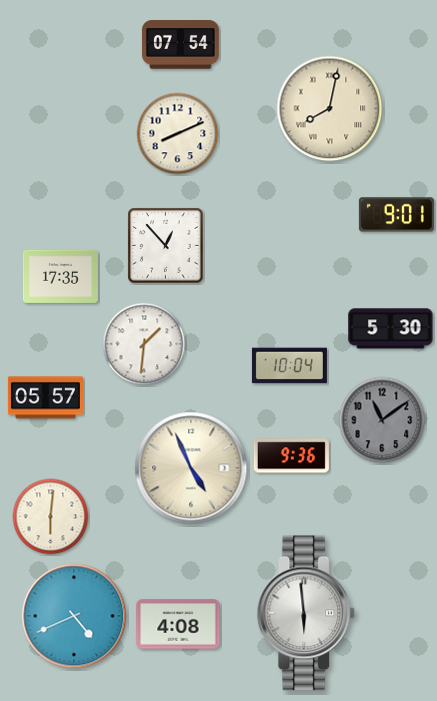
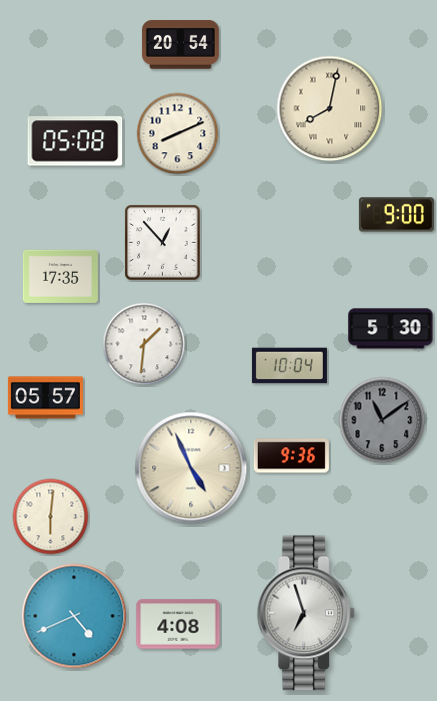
clock at (180, 45): 07:54 -> 20:54
clock at (75, 141): none -> 05:08
clock at (396, 215): 9:01 -> 9:00
clock at (166, 246) position: (166, 246) -> (163, 243)
clock at (306, 613): 5:59 -> 6:57
